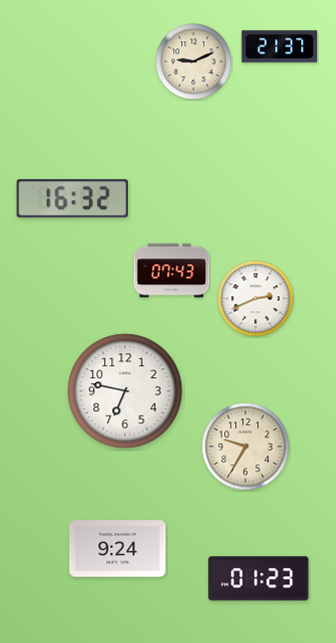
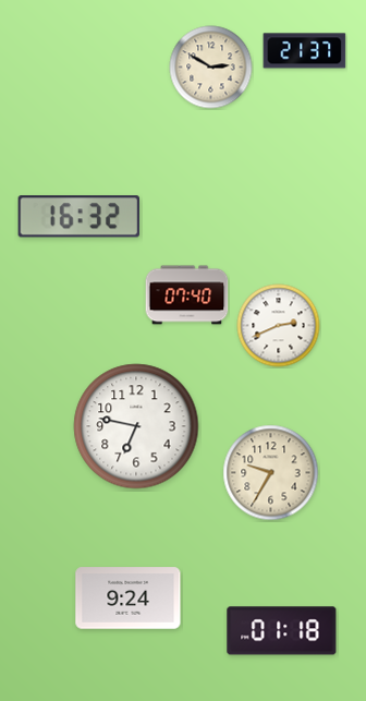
clock at (194, 62): 9:11 -> 2:50
clock at (172, 271): 07:43 -> 07:40
clock at (246, 447) position: (246, 447) -> (271, 473)
clock at (259, 579): 01:23 -> 01:18
